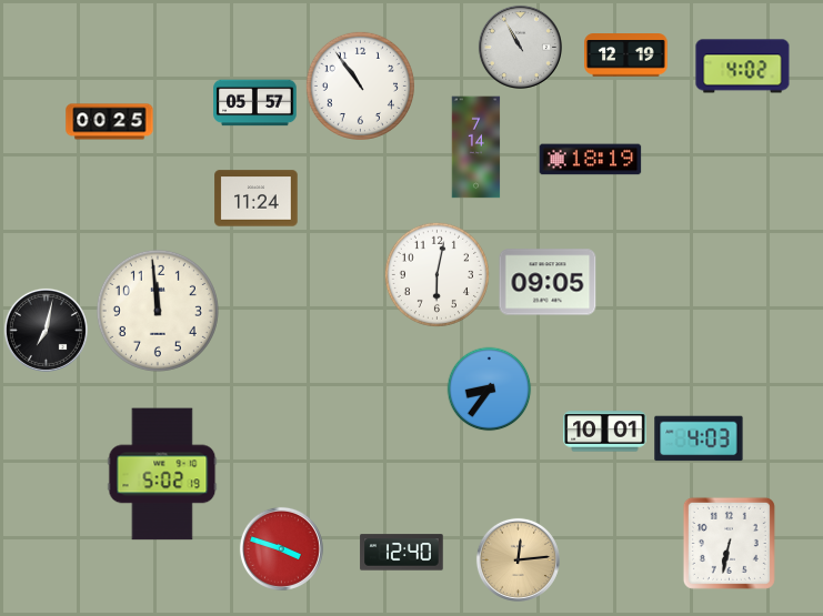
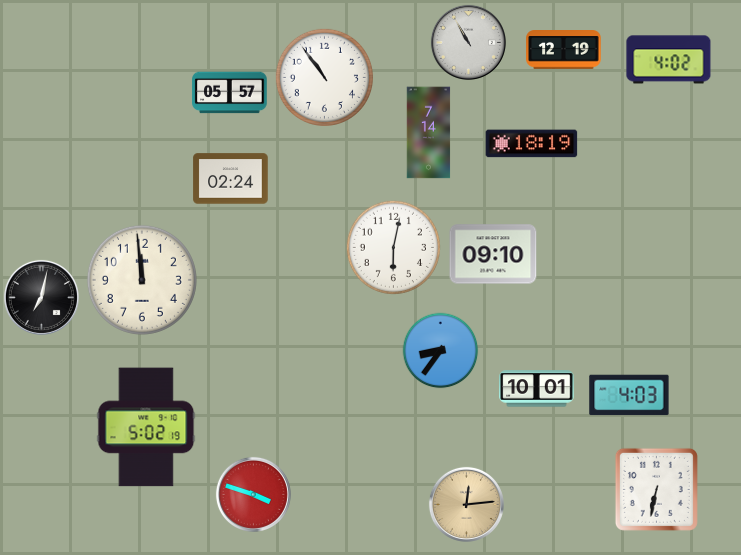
clock at (110, 122): 00:25 -> none
clock at (257, 199): 11:24 -> 02:24
clock at (548, 282): 09:05 -> 09:10
clock at (605, 432) position: (605, 432) -> (537, 389)
clock at (402, 553): 12:40 -> none
